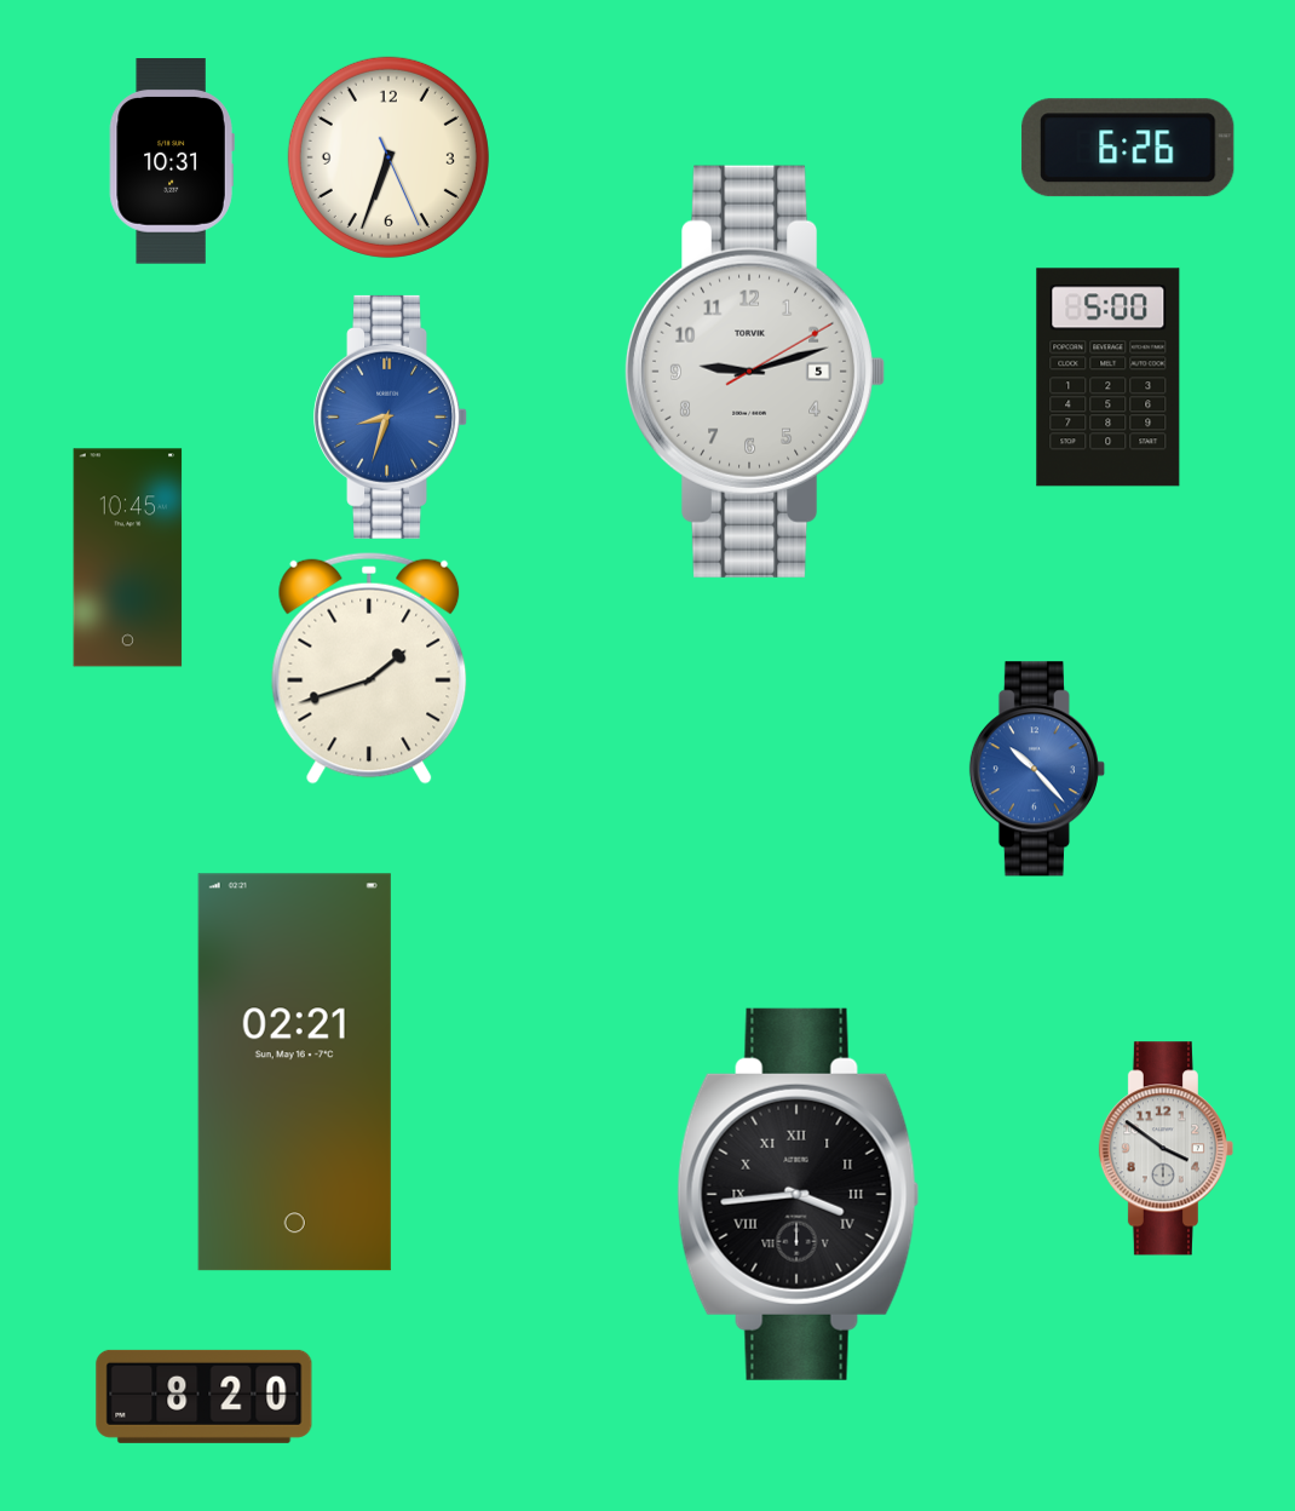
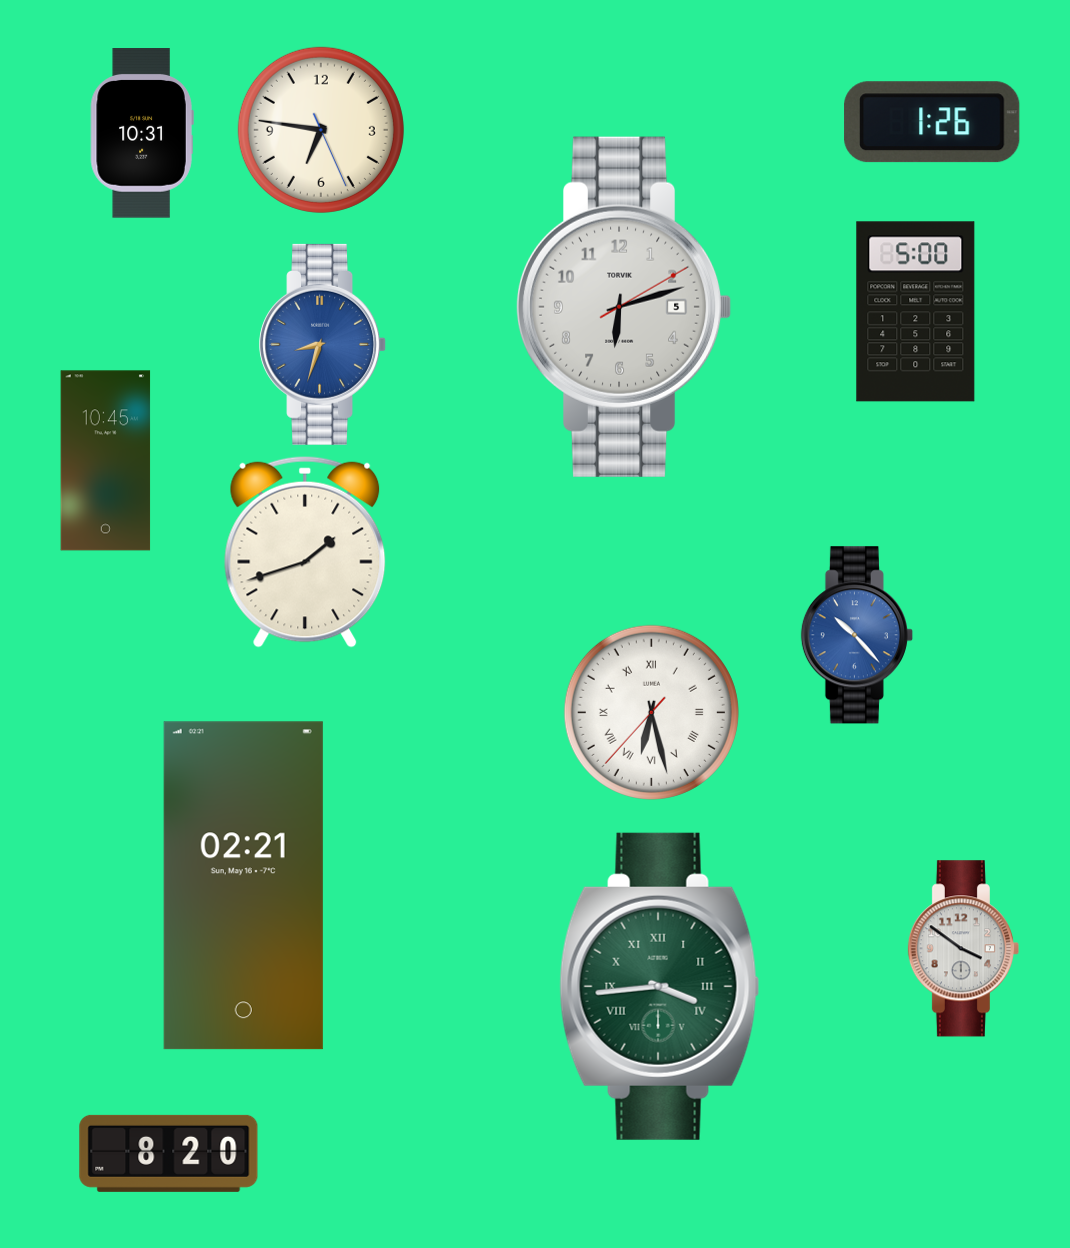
clock at (1128, 148): 6:26 -> 1:26
clock at (388, 157): 6:33 -> 6:46
clock at (755, 372): 9:12 -> 6:12
clock at (651, 712): none -> 6:27
clock at (799, 1194) dial: black -> green
